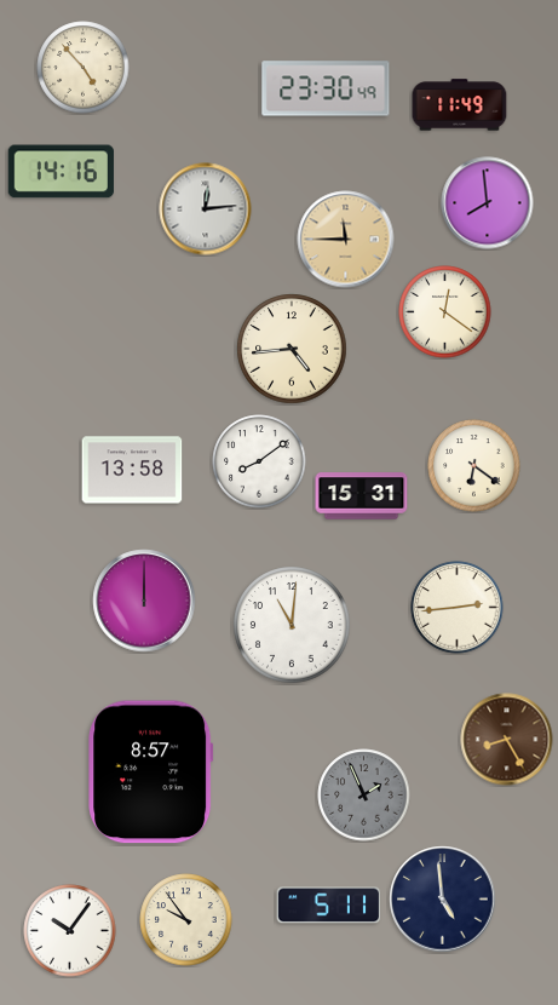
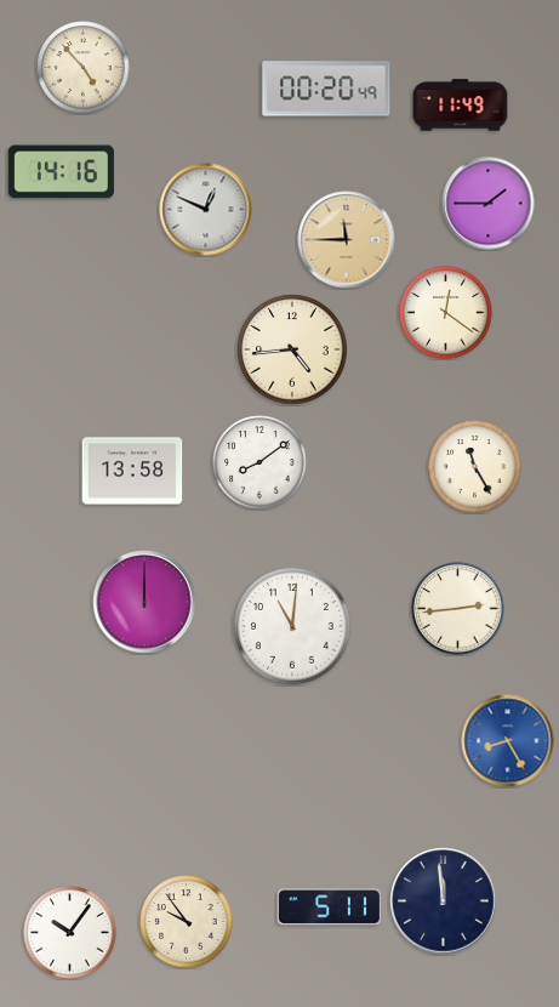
clock at (326, 88): 23:30 -> 00:20
clock at (488, 203): 7:59 -> 1:45
clock at (206, 209): 12:14 -> 12:49
clock at (474, 466): 6:21 -> 11:25
clock at (362, 496): 15:31 -> none
clock at (507, 740) dial: brown -> blue
clock at (151, 773): 8:57 -> none
clock at (364, 796): 1:56 -> none
clock at (443, 900): 4:59 -> 11:59
